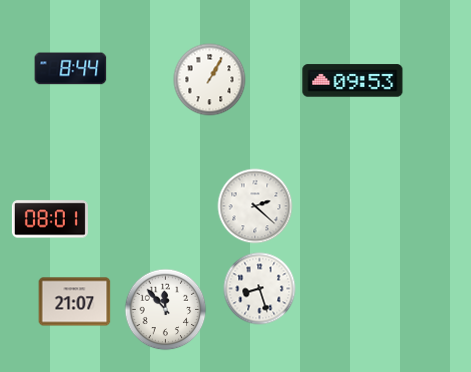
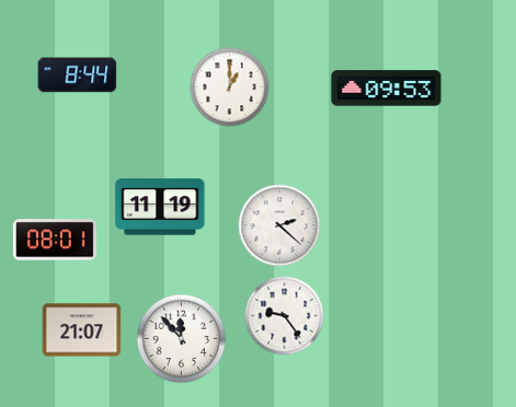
clock at (210, 80): 1:05 -> 1:00
clock at (160, 207): none -> 11:19
clock at (260, 289): 8:27 -> 9:24
